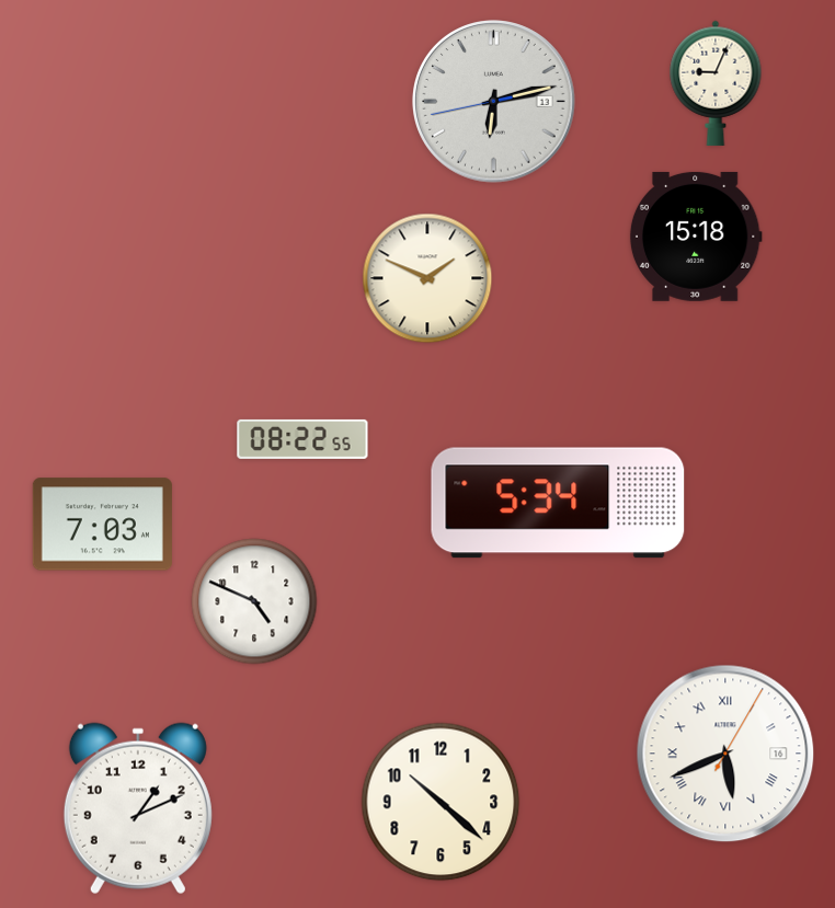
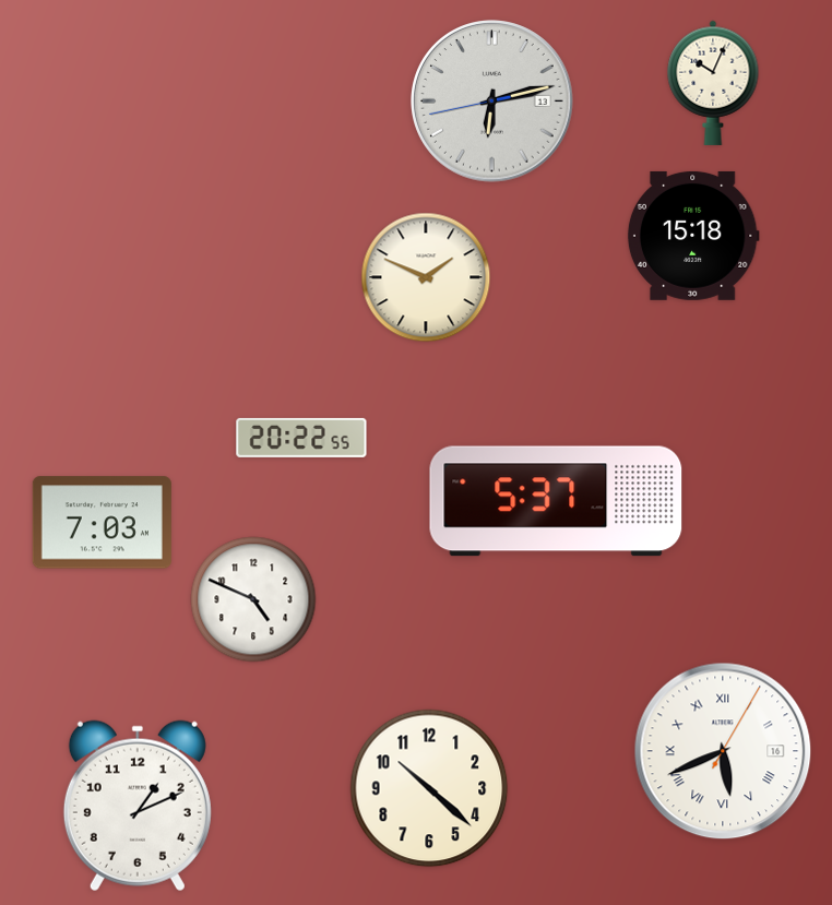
clock at (716, 83): 9:04 -> 10:04
clock at (302, 439): 08:22 -> 20:22
clock at (558, 503): 5:34 -> 5:37
clock at (441, 802) position: (441, 802) -> (429, 788)
